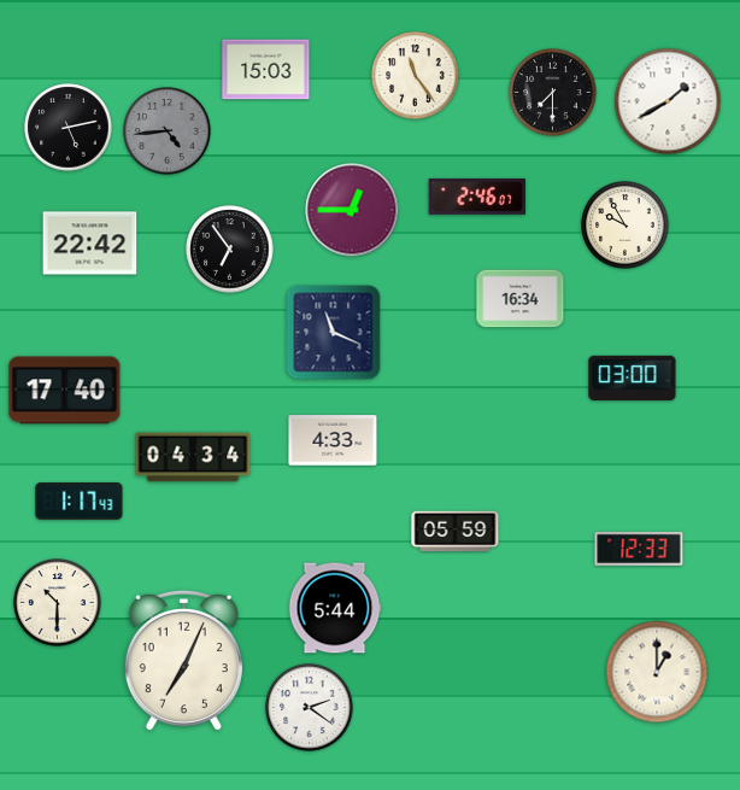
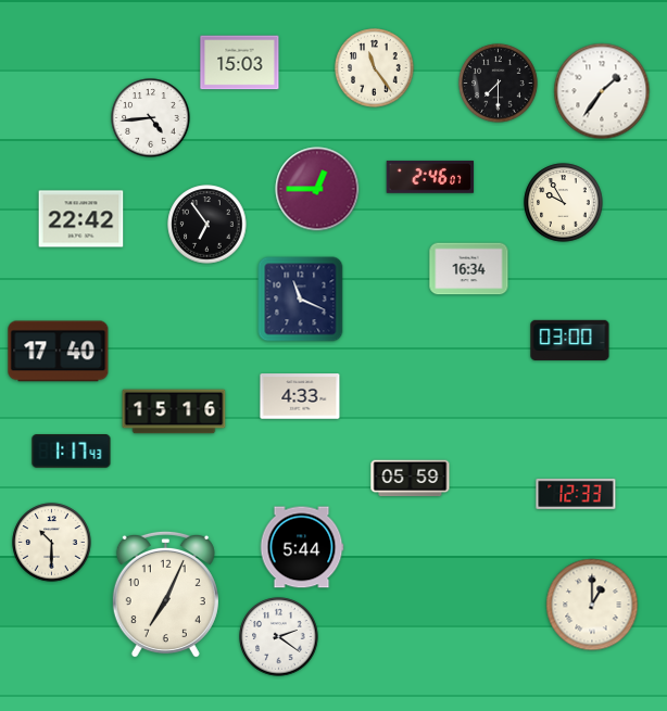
clock at (668, 101): 1:40 -> 1:36
clock at (69, 128): 5:13 -> none
clock at (168, 131) dial: grey -> white
clock at (193, 457): 04:34 -> 15:16
